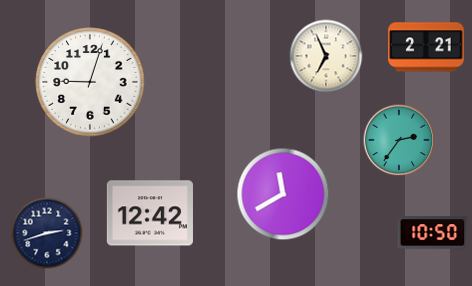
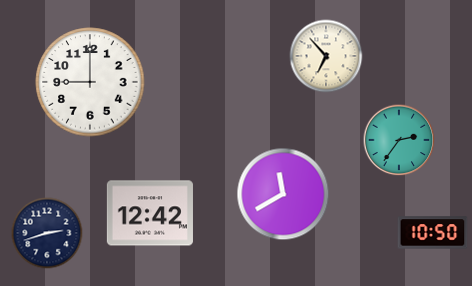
clock at (426, 47): 2:21 -> none
clock at (326, 56): 6:56 -> 6:53
clock at (90, 82): 9:03 -> 9:00
